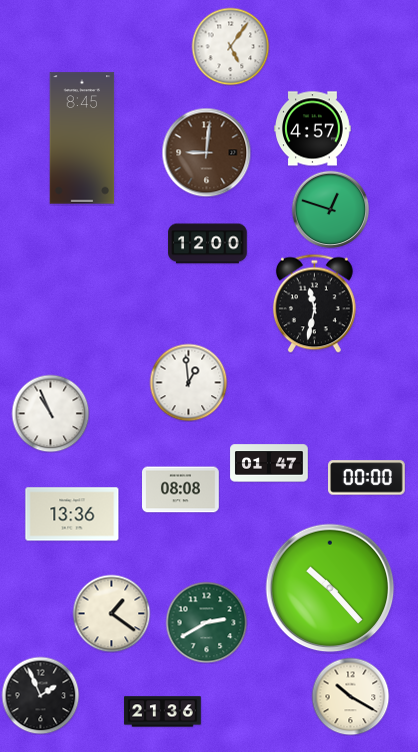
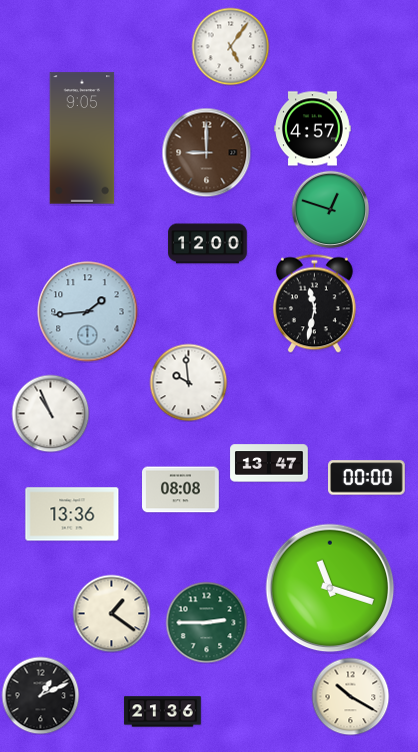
clock at (82, 138): 8:45 -> 9:05
clock at (206, 152): 9:01 -> 9:00
clock at (88, 312): none -> 1:44
clock at (188, 382): 12:59 -> 9:59
clock at (269, 463): 01:47 -> 13:47
clock at (330, 588): 10:23 -> 11:18
clock at (206, 622): 2:40 -> 2:45
clock at (40, 695): 1:56 -> 1:11
